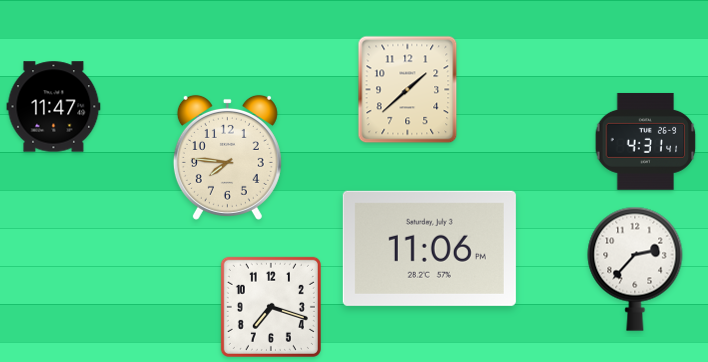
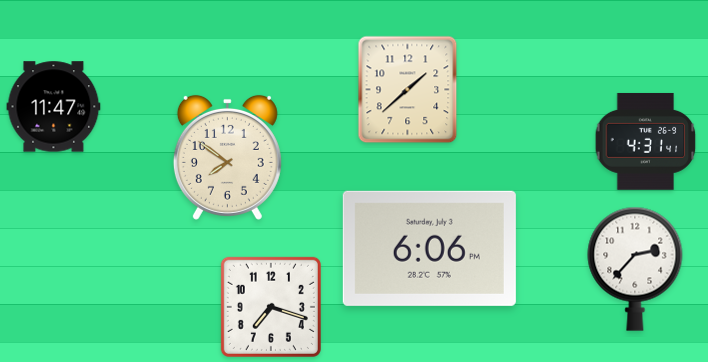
clock at (227, 157): 7:46 -> 7:51
clock at (429, 248): 11:06 -> 6:06
